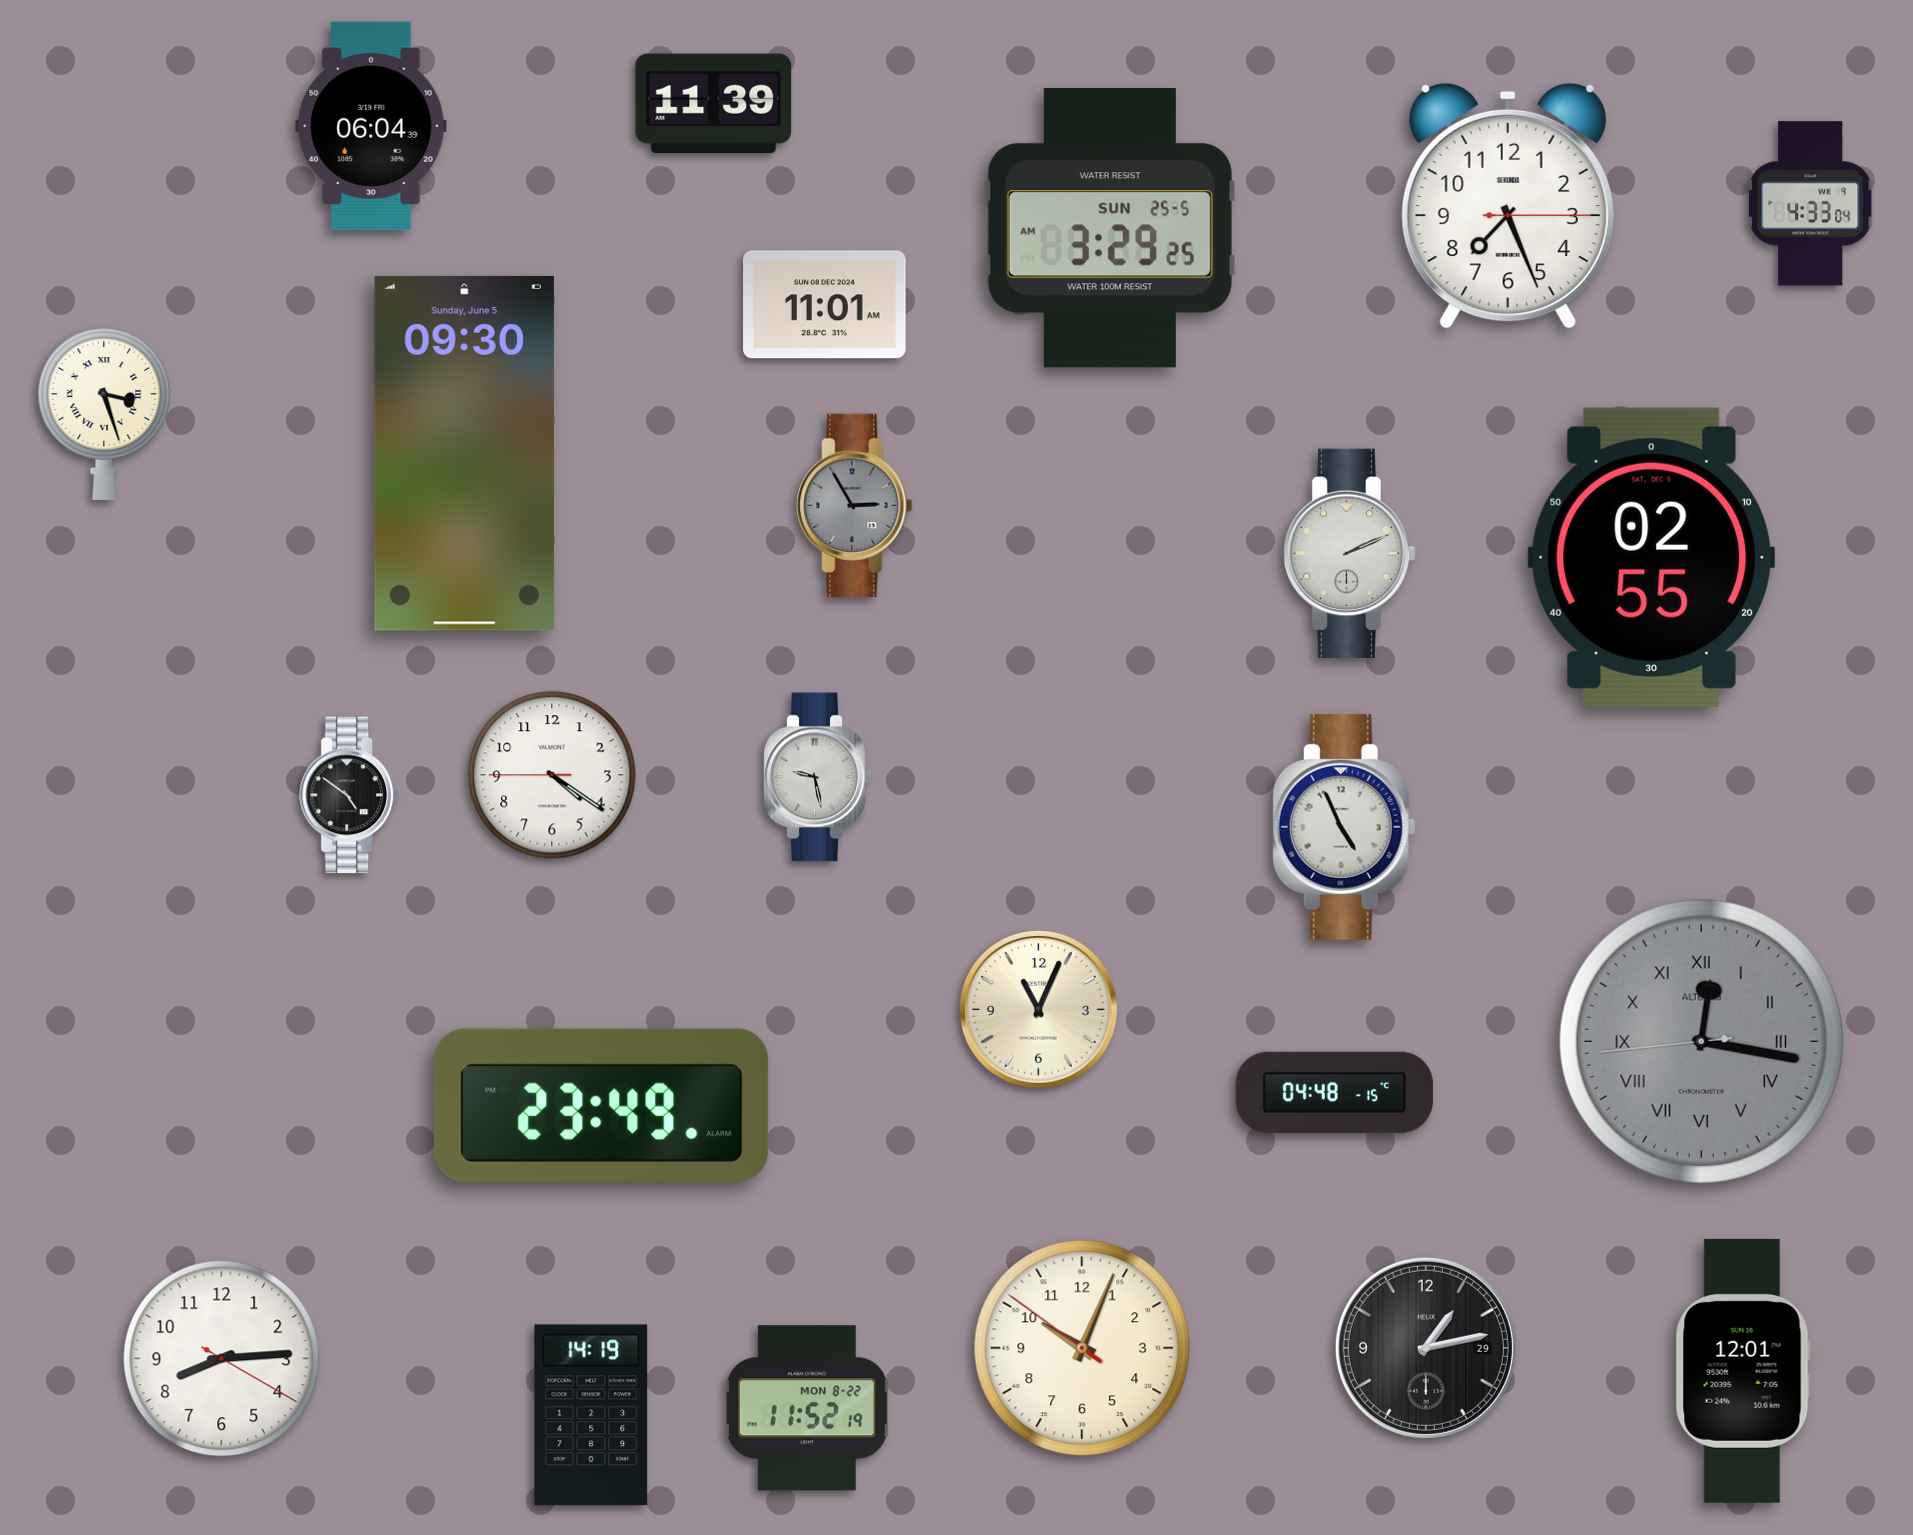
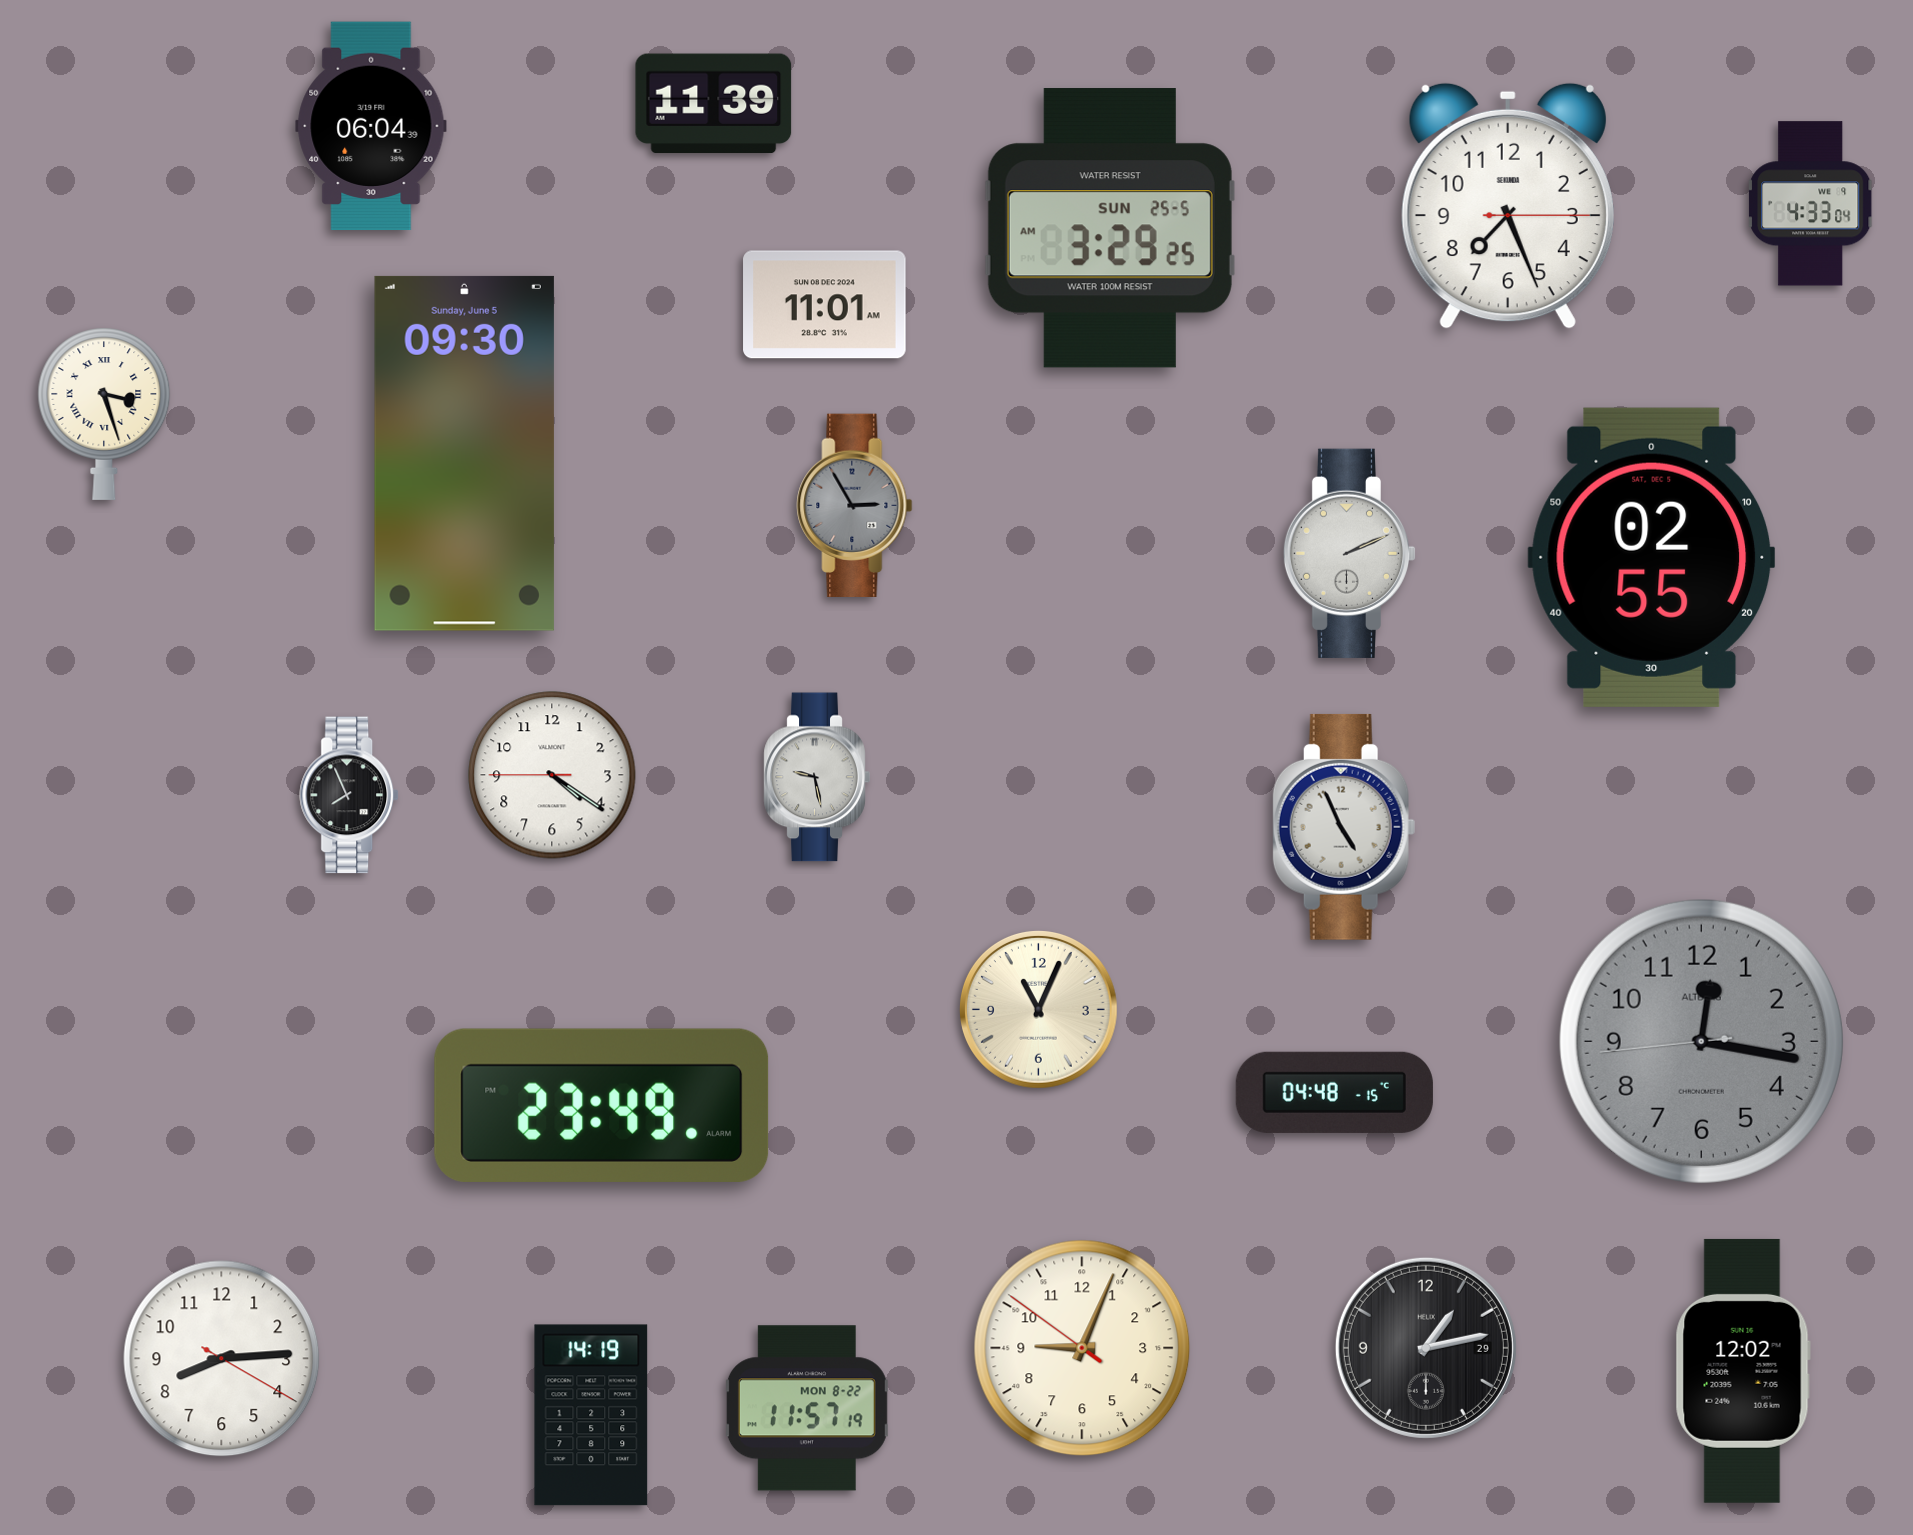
clock at (350, 795): 4:51 -> 7:56
clock at (1701, 1041) numerals: Roman -> Arabic
clock at (1082, 1348): 10:03 -> 9:03
clock at (1743, 1371): 12:01 -> 12:02
clock at (807, 1408): 11:52 -> 11:57
